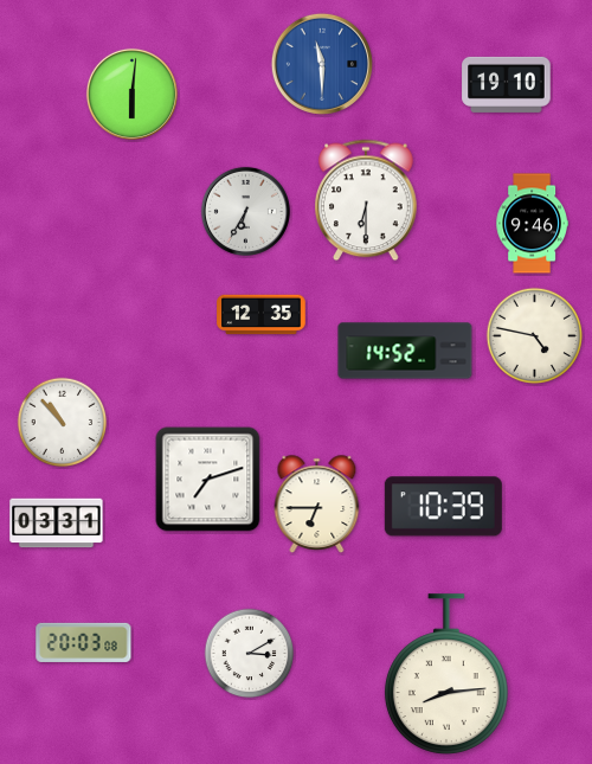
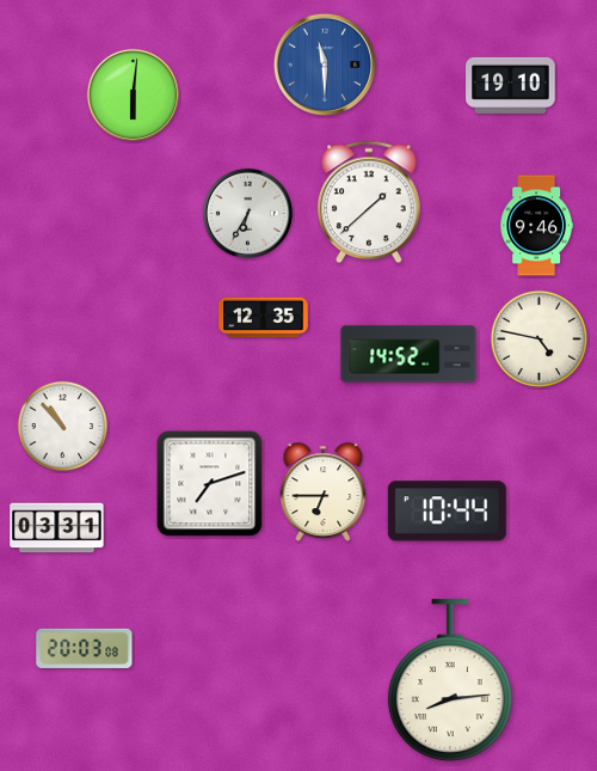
clock at (367, 200): 6:30 -> 1:38
clock at (317, 505) position: (317, 505) -> (324, 492)
clock at (443, 507): 10:39 -> 10:44
clock at (250, 654): 3:10 -> none
